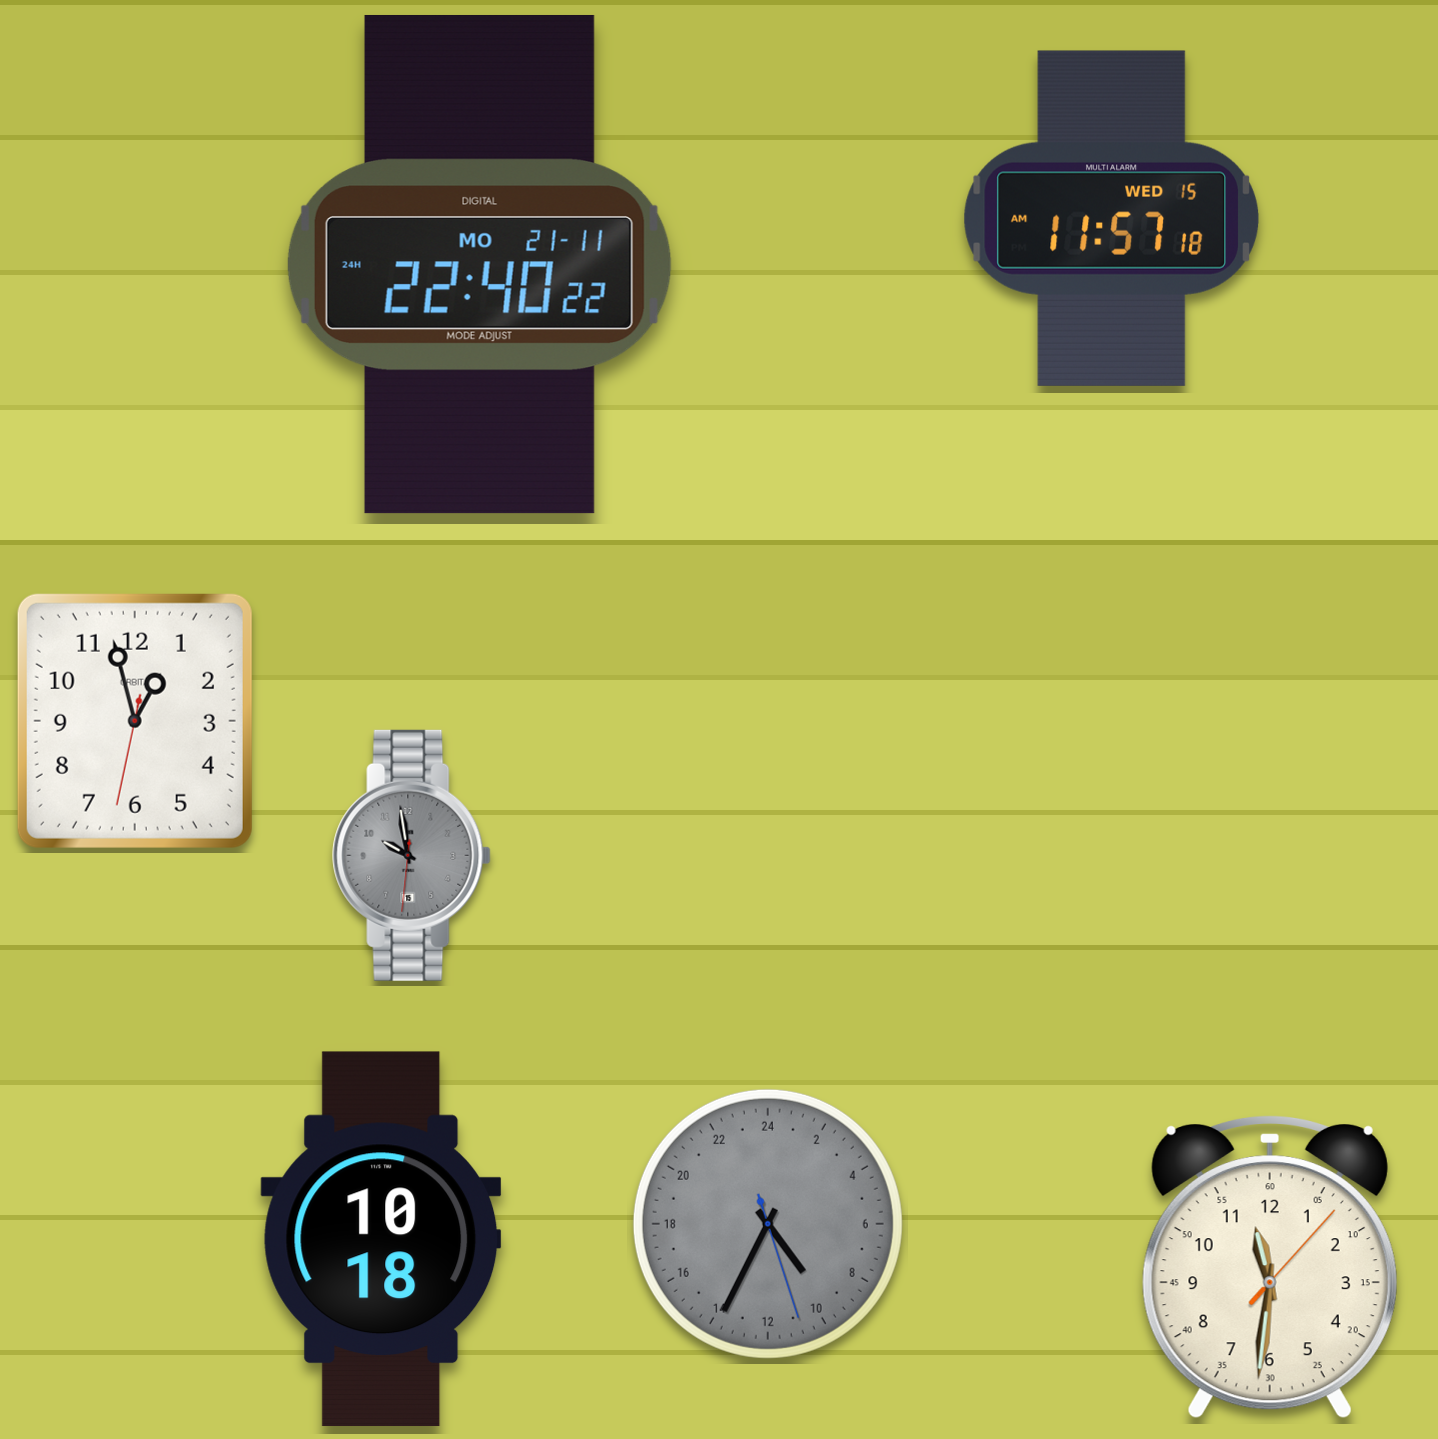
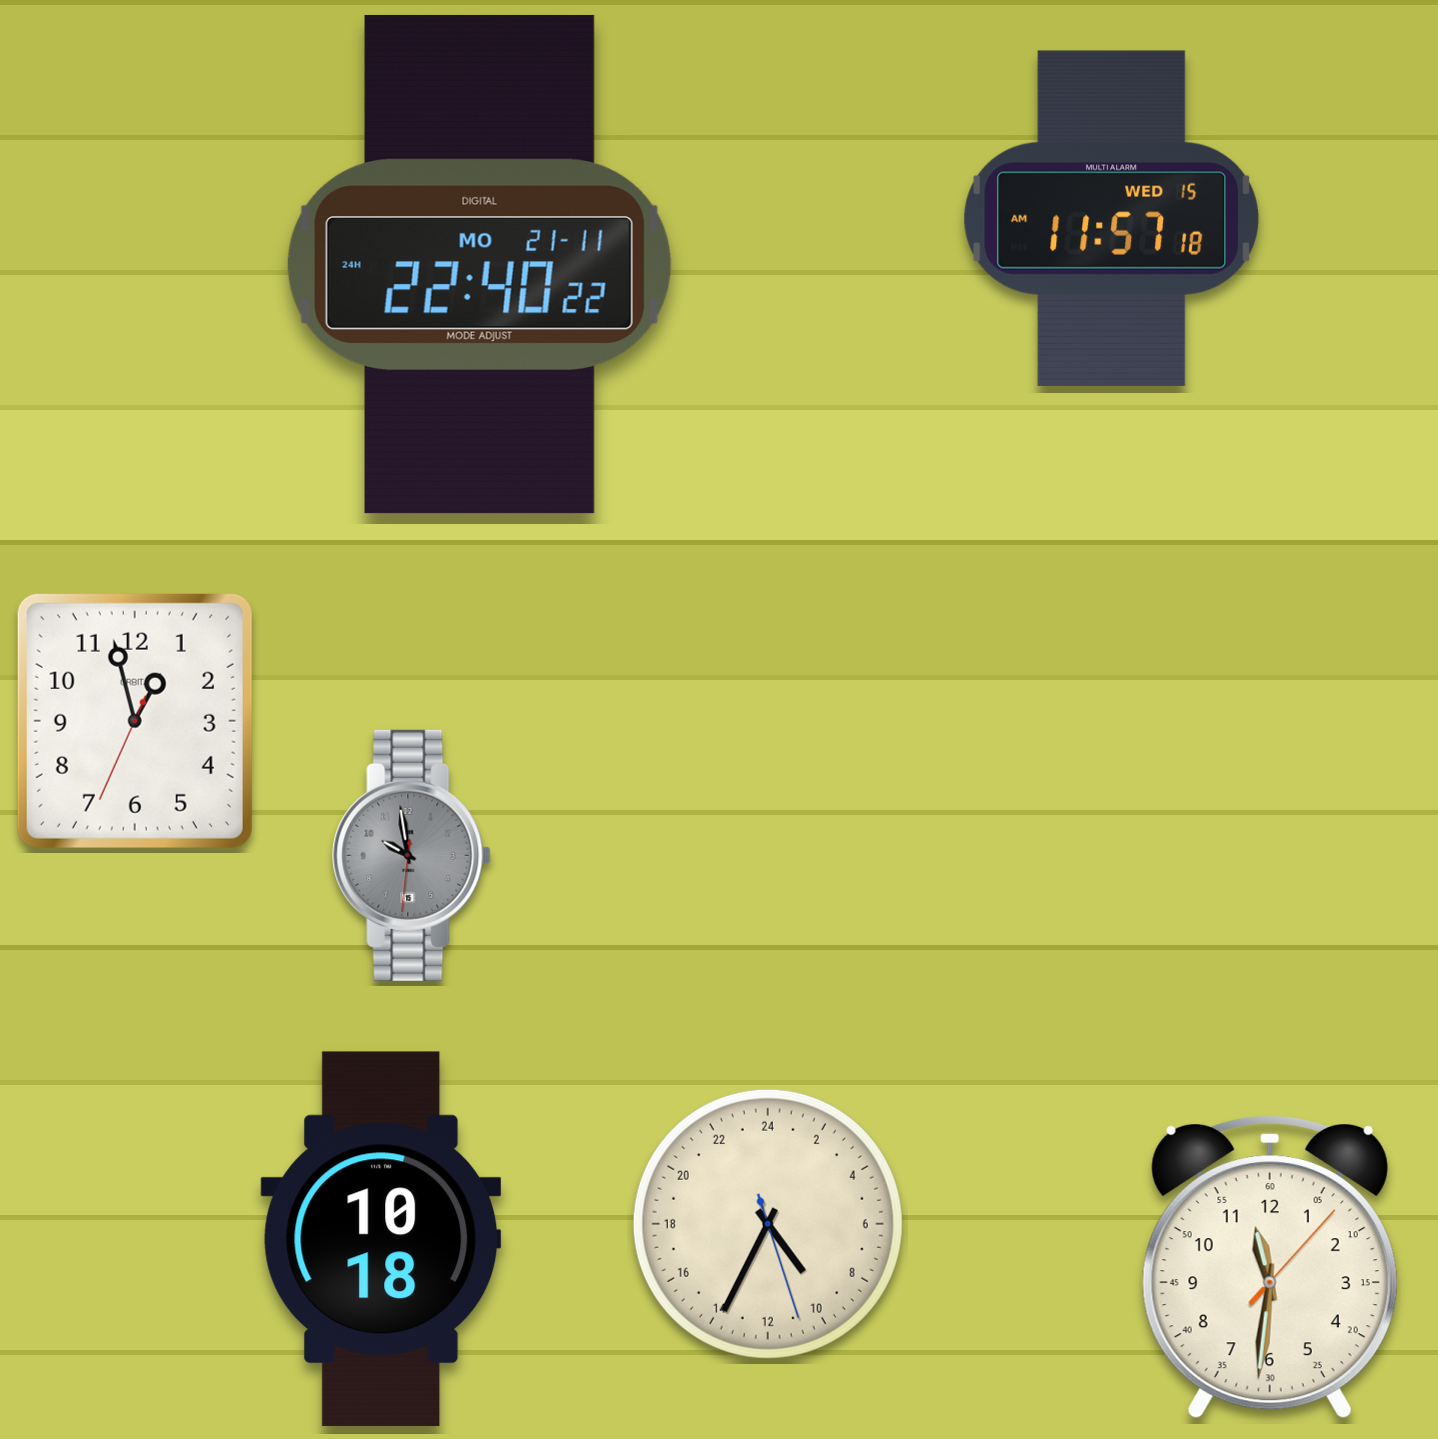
clock at (135, 721): 12:57:32 -> 12:57:34
clock at (768, 1224) dial: grey -> cream
